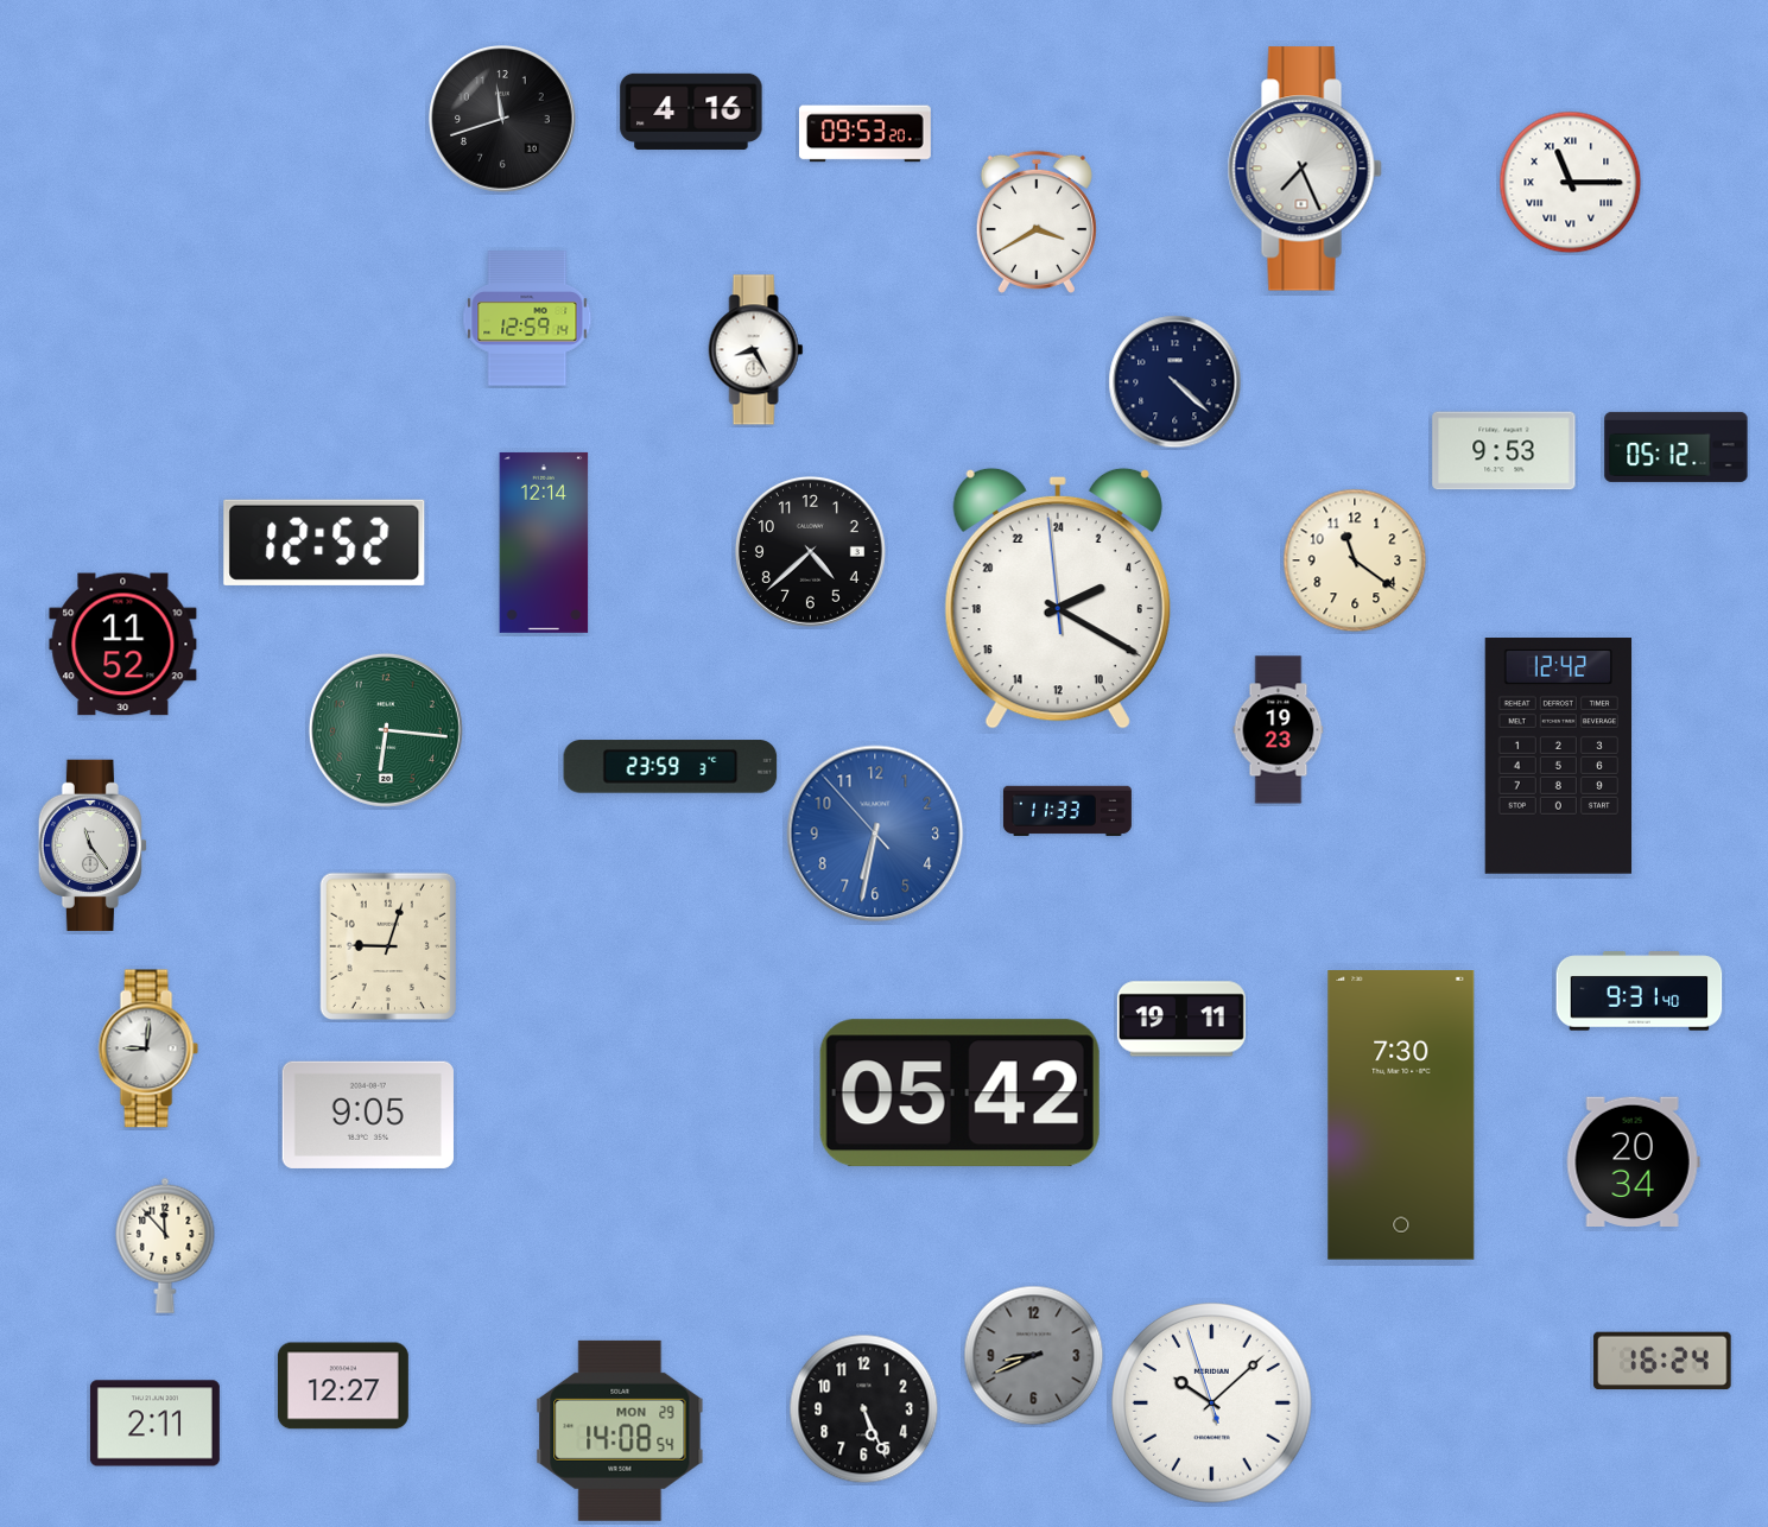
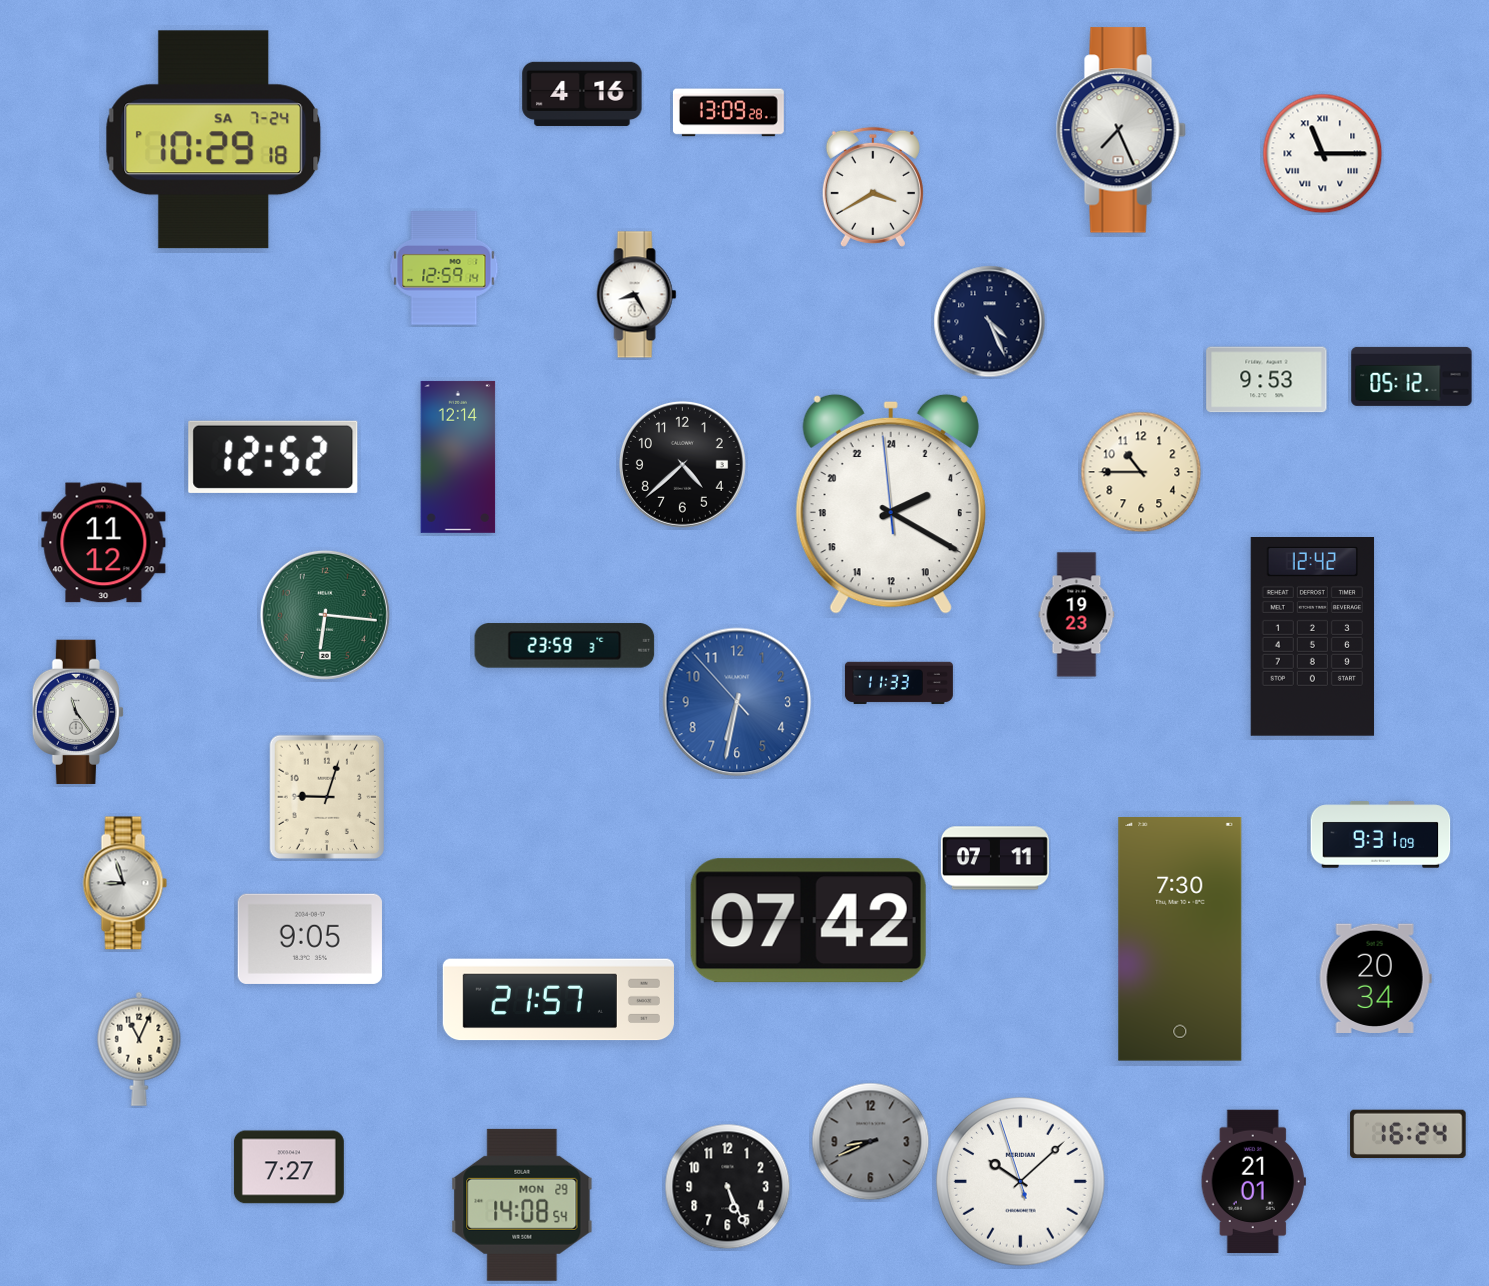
clock at (502, 119): 11:42 -> none
clock at (866, 134): 09:53 -> 13:09
clock at (214, 140): none -> 10:29
clock at (1305, 169) position: (1305, 169) -> (1121, 130)
clock at (1176, 382): 4:22 -> 4:26
clock at (1355, 560): 11:21 -> 10:45
clock at (123, 645): 11:52 -> 11:12
clock at (1640, 991): 9:31:40 -> 9:31:09
clock at (1181, 1019): 19:11 -> 07:11
clock at (148, 1048): 9:01 -> 8:57
clock at (959, 1094): 05:42 -> 07:42
clock at (558, 1000): none -> 21:57
clock at (165, 1246): 11:53 -> 11:04
clock at (1662, 1361) position: (1662, 1361) -> (1408, 1134)
clock at (343, 1386): 12:27 -> 7:27
clock at (1253, 1182): none -> 21:01
clock at (154, 1424): 2:11 -> none
